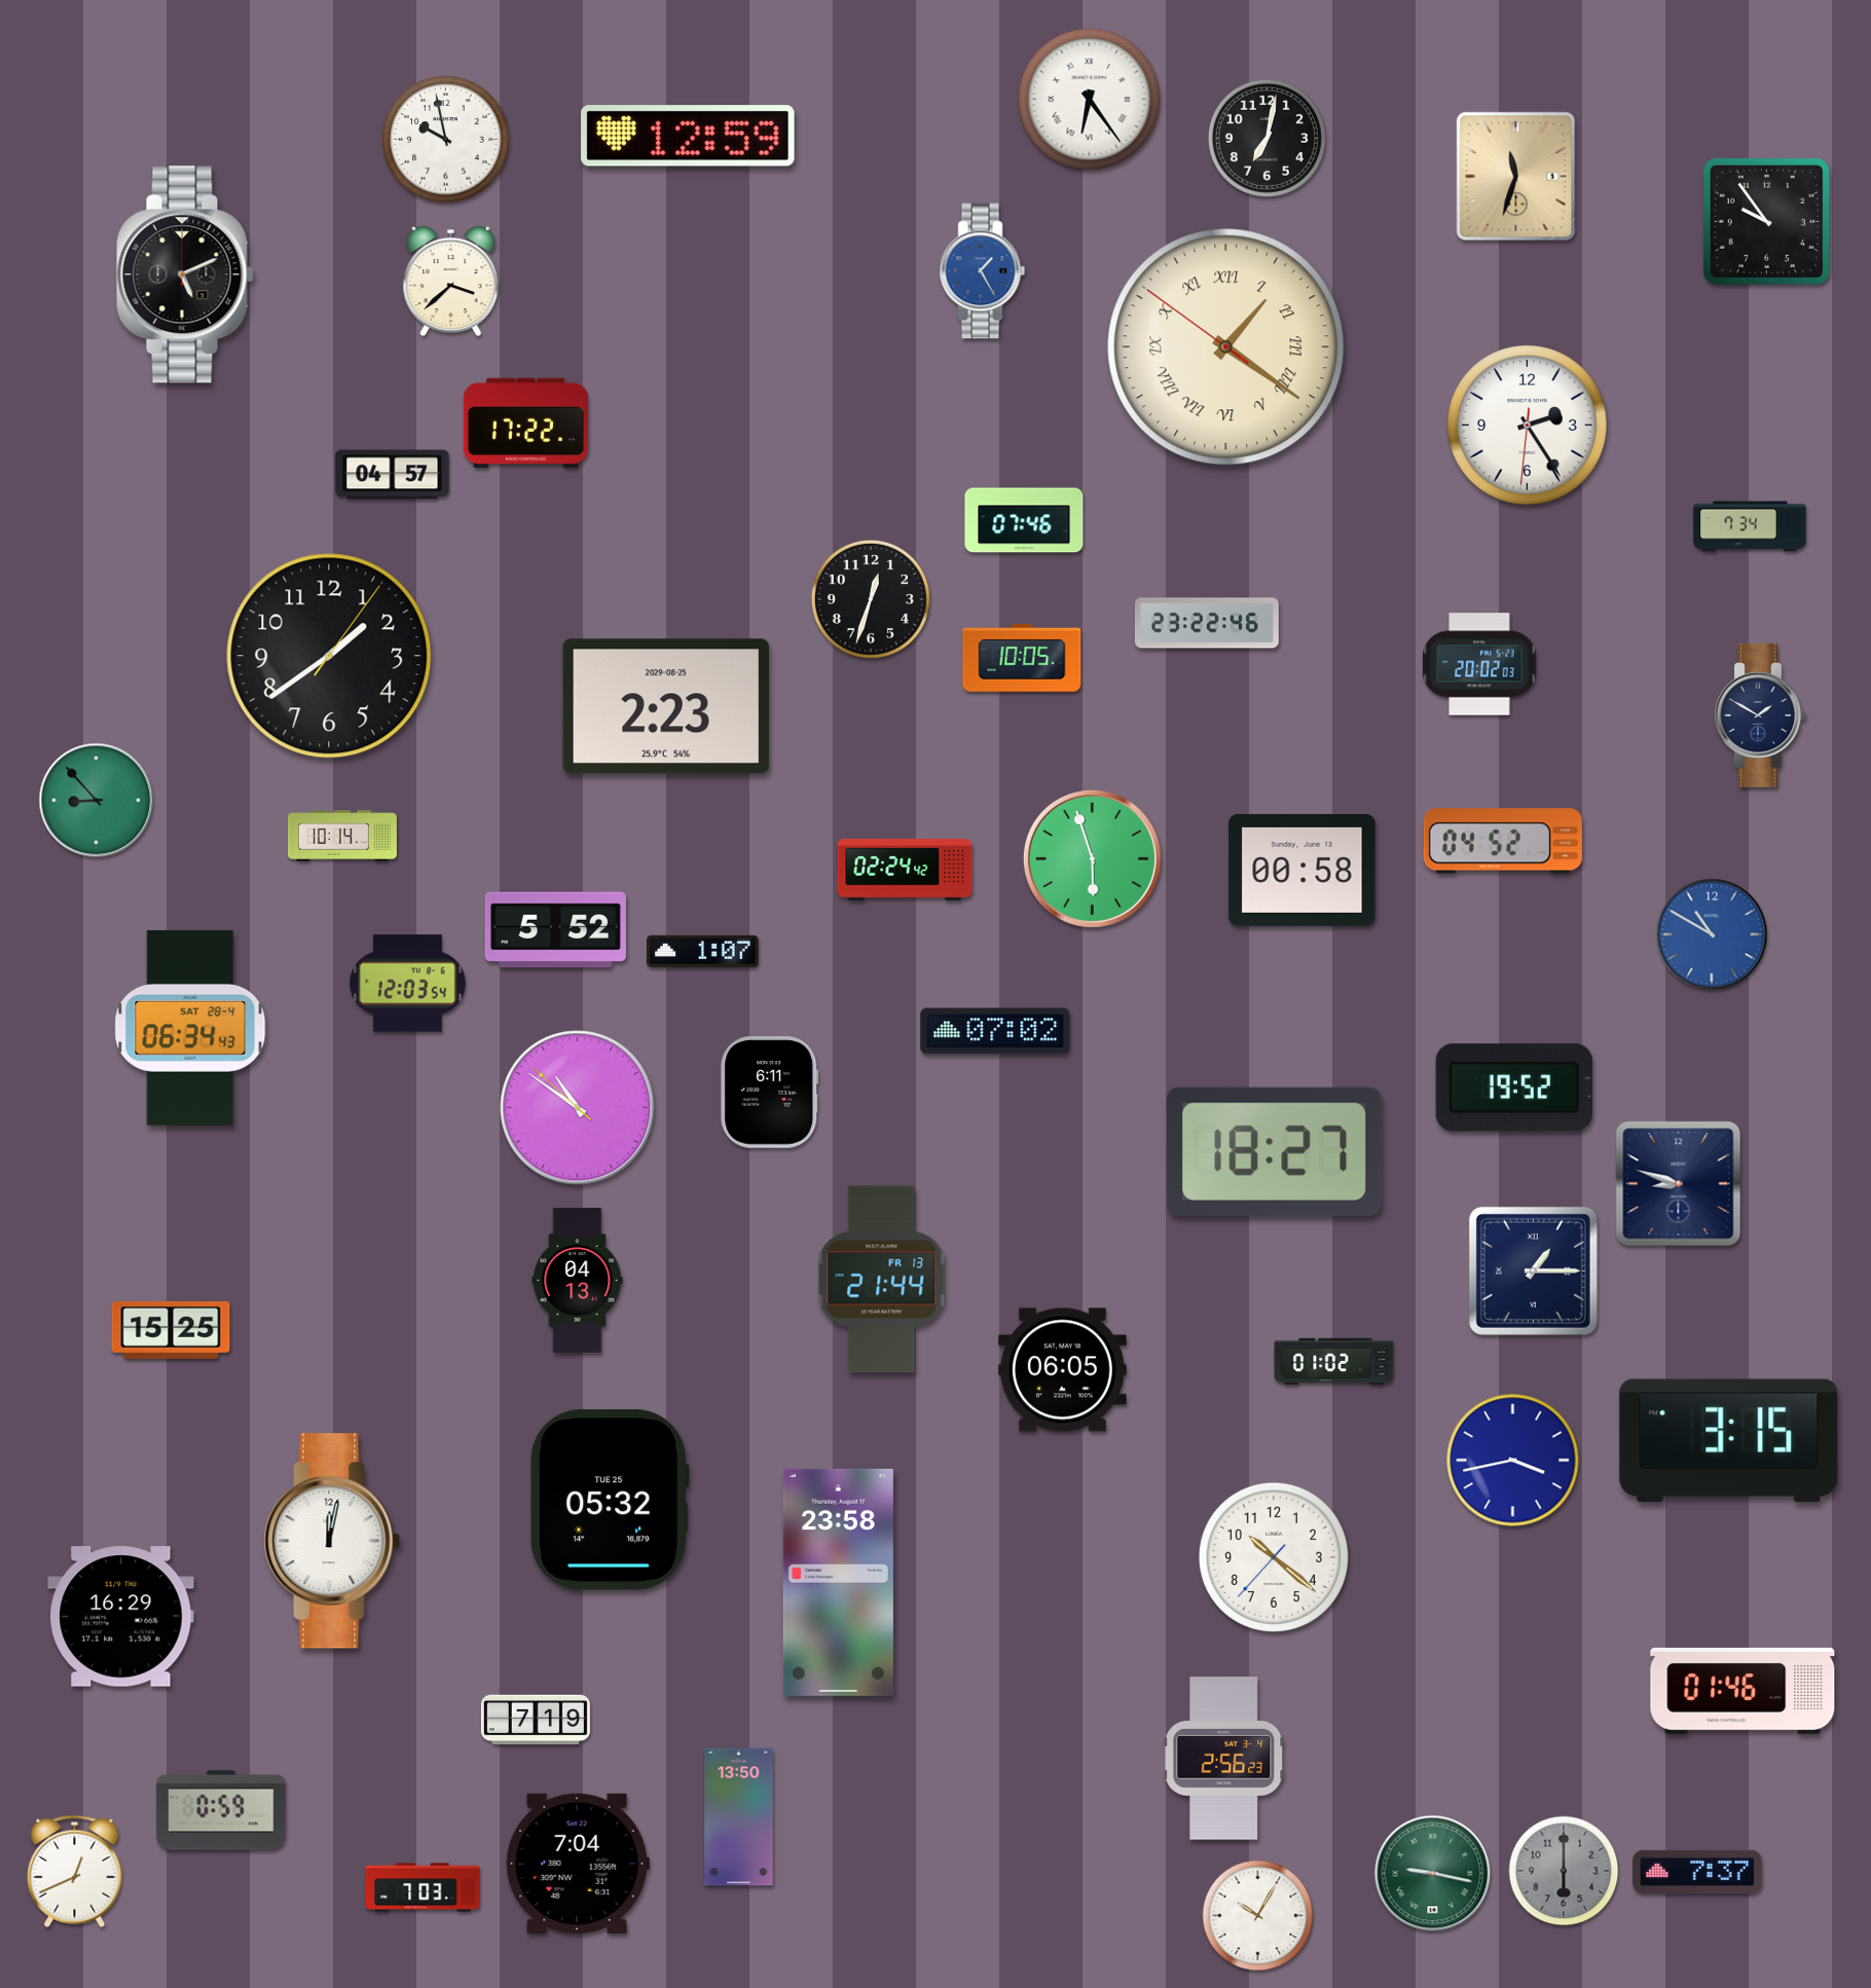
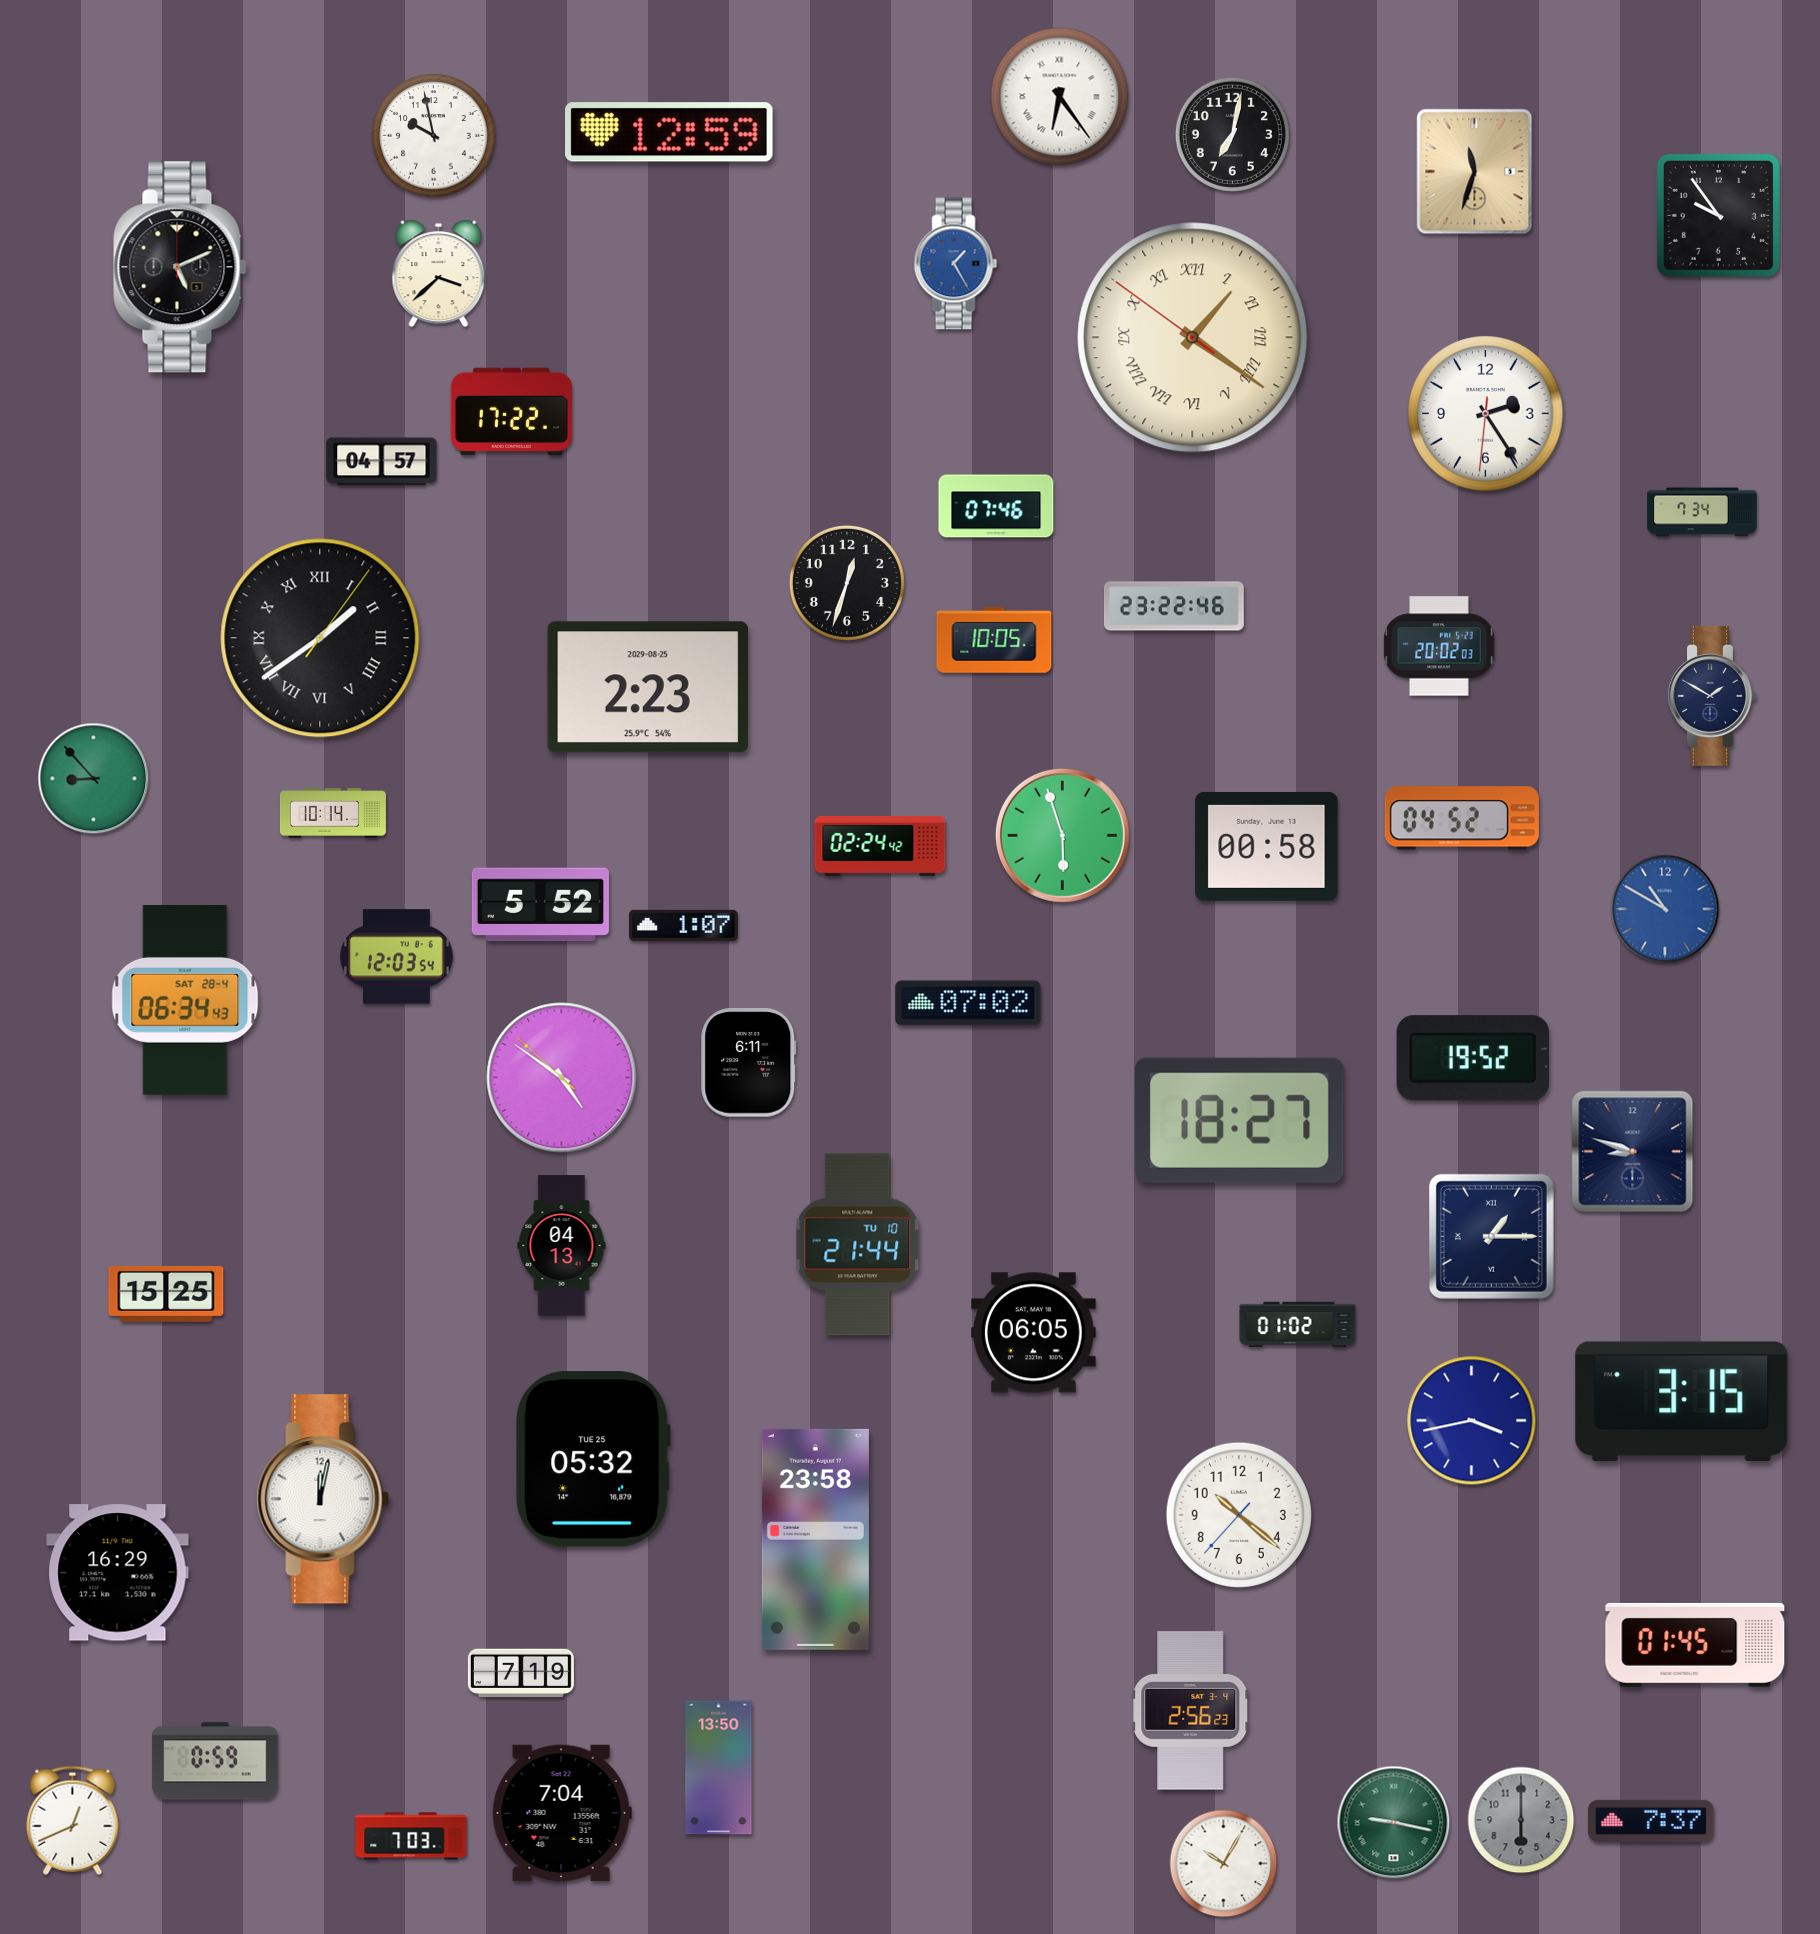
clock at (329, 656) numerals: Arabic -> Roman
clock at (578, 1108): 10:50 -> 4:50
clock at (882, 1280) date: FR 13 -> TU 10
clock at (1742, 1691): 01:46 -> 01:45
